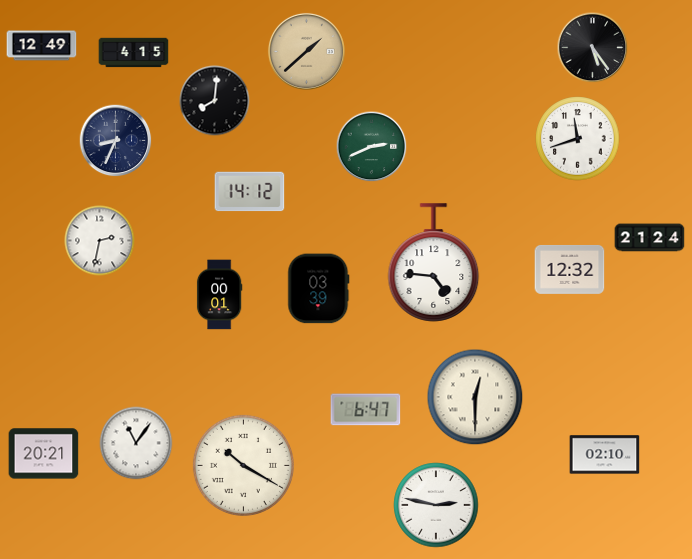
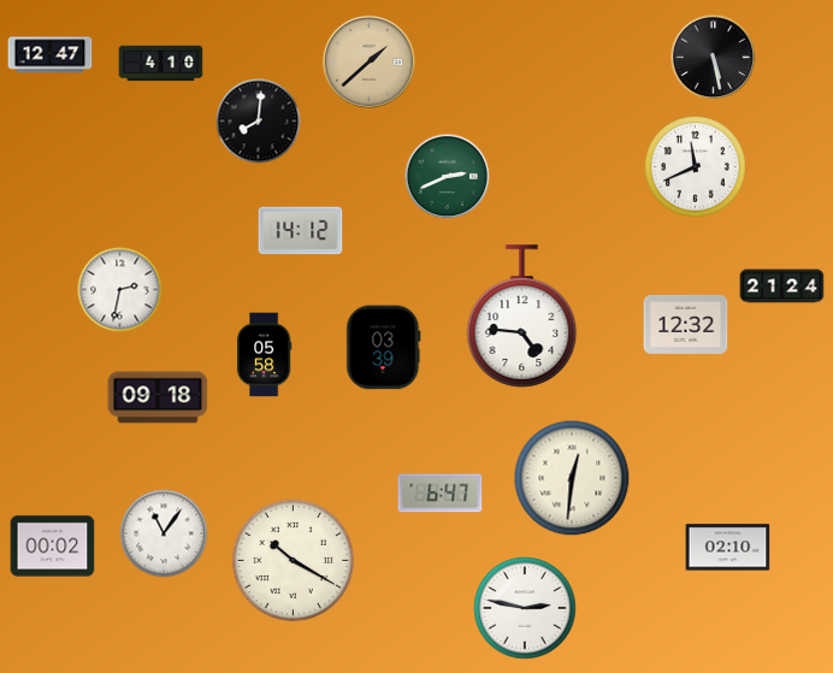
clock at (42, 46): 12:49 -> 12:47
clock at (593, 48): 5:24 -> 5:28
clock at (134, 53): 4:15 -> 4:10
clock at (578, 139): 11:42 -> 11:41
clock at (116, 141): 8:34 -> none
clock at (219, 295): 00:01 -> 05:58
clock at (158, 397): none -> 09:18
clock at (475, 397): 12:30 -> 12:31
clock at (44, 454): 20:21 -> 00:02
